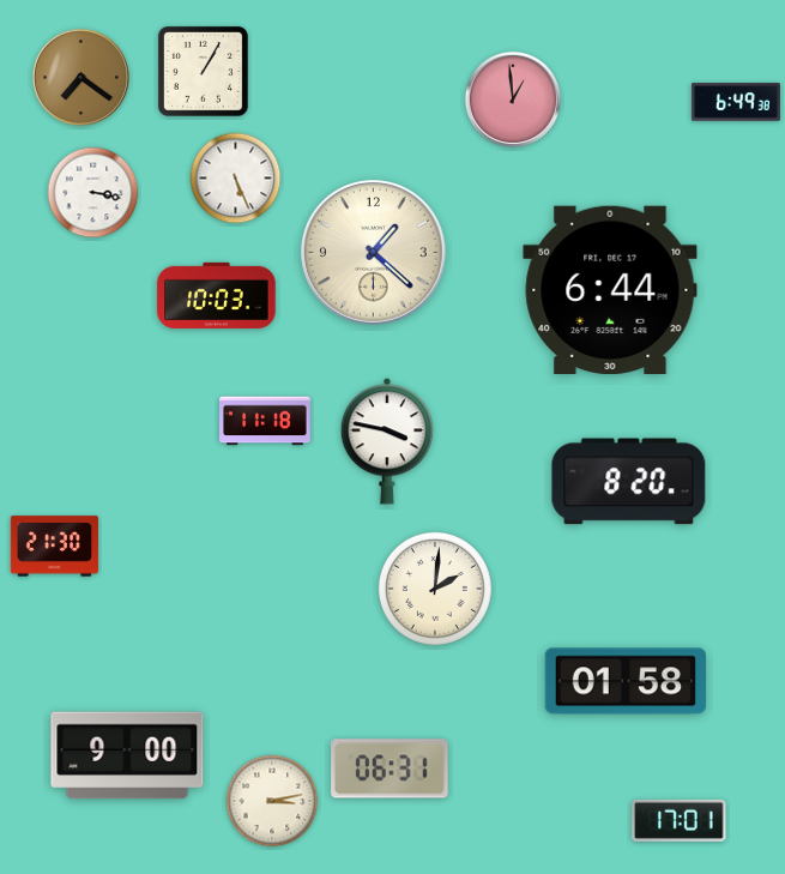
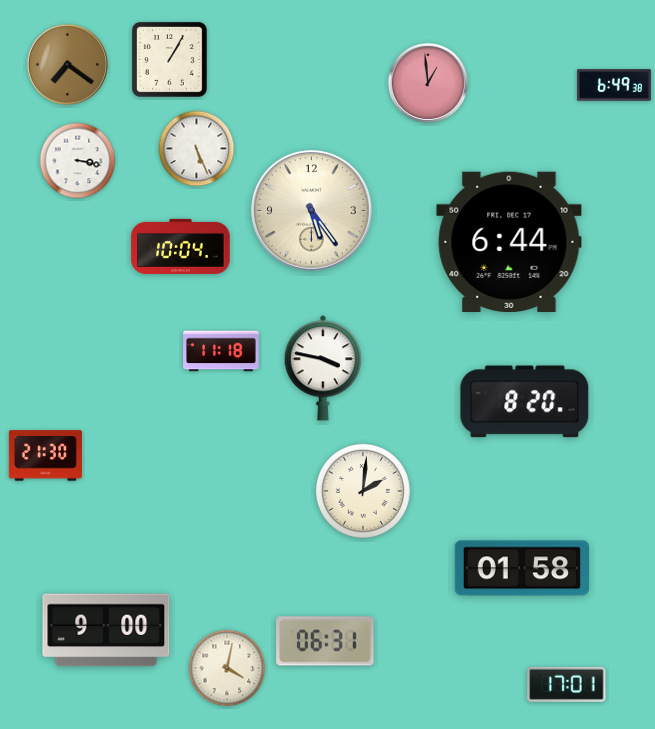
clock at (374, 253): 1:22 -> 5:24
clock at (217, 295): 10:03 -> 10:04
clock at (272, 801): 3:13 -> 4:02
